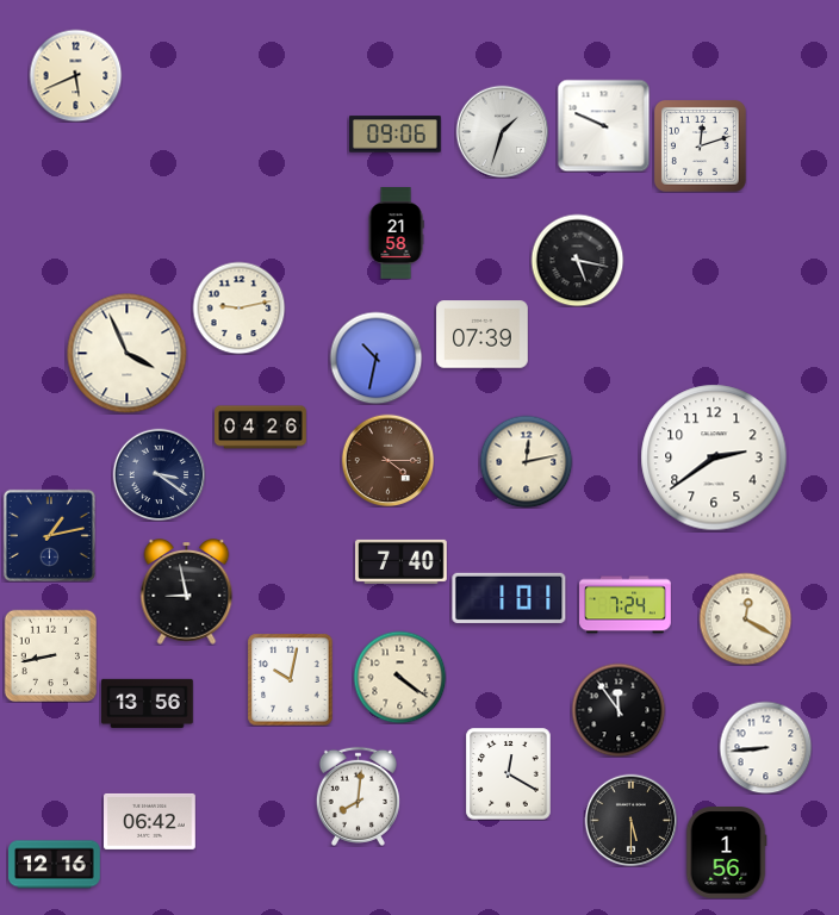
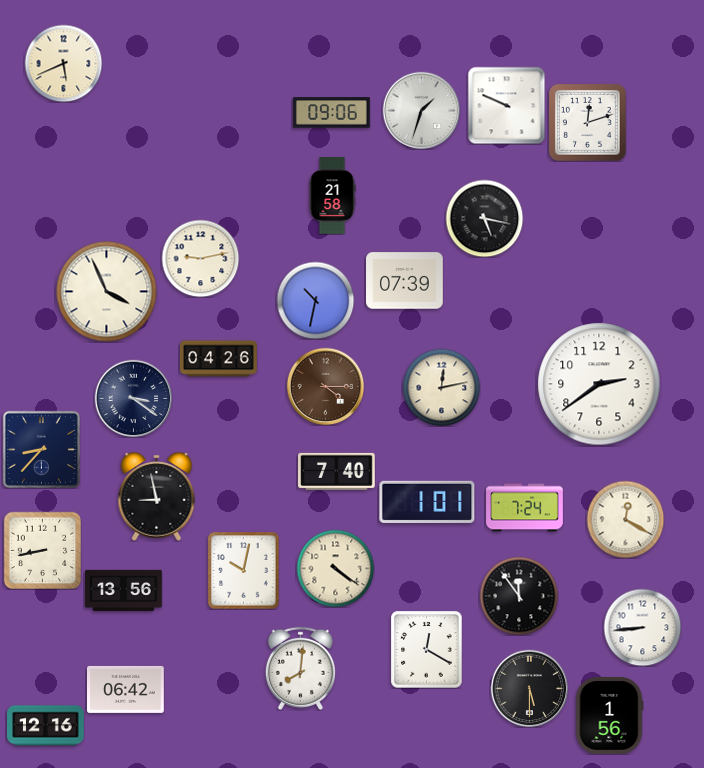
clock at (128, 354) position: (128, 354) -> (107, 292)
clock at (49, 535): 1:13 -> 8:37
